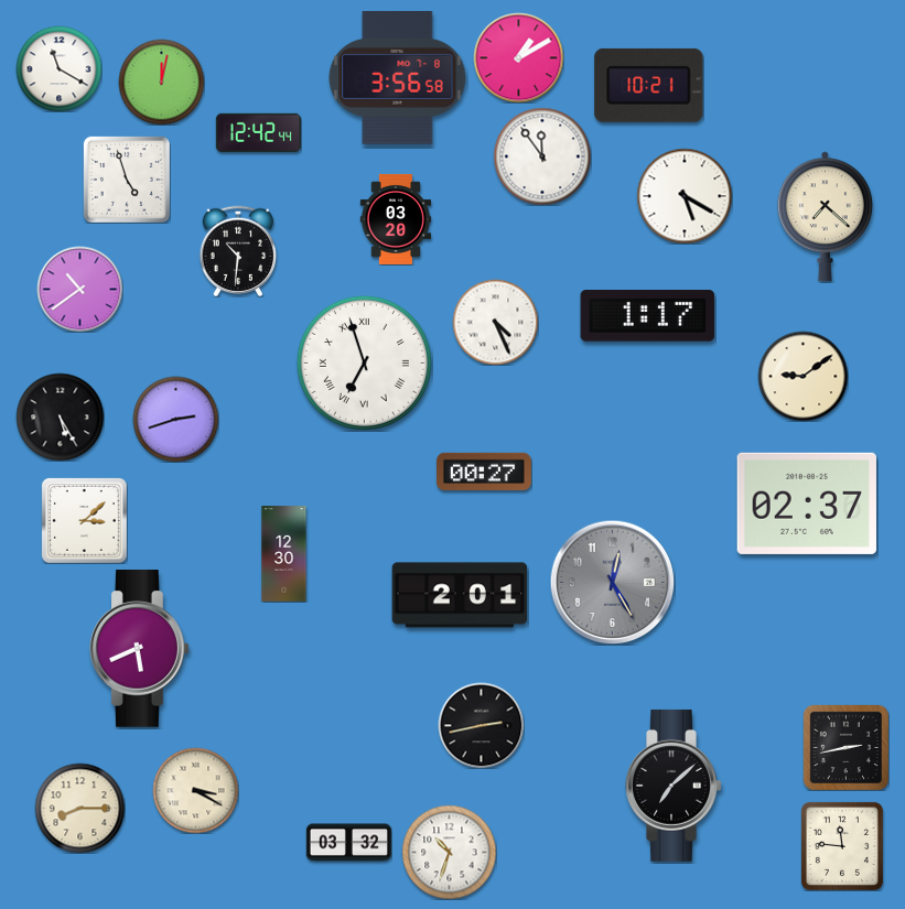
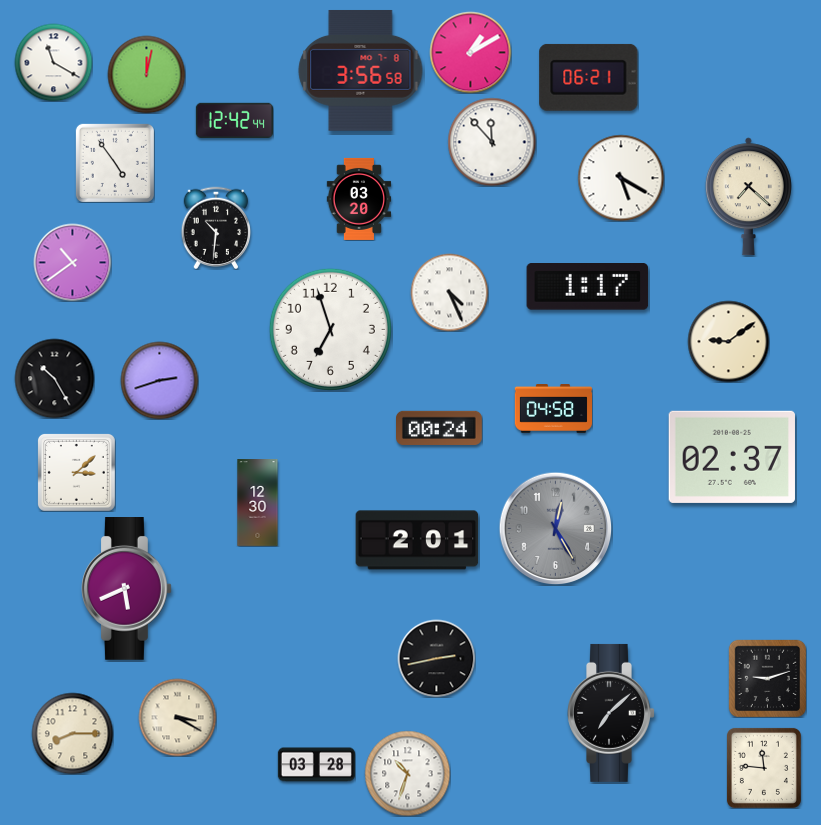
clock at (649, 85): 10:21 -> 06:21
clock at (542, 156): 11:54 -> 11:53
clock at (127, 180): 4:57 -> 4:54
clock at (364, 362) numerals: Roman -> Arabic
clock at (60, 416): 5:25 -> 10:25
clock at (553, 409): none -> 04:58
clock at (485, 472): 00:27 -> 00:24
clock at (845, 747): 2:43 -> 9:12
clock at (348, 843): 03:32 -> 03:28
